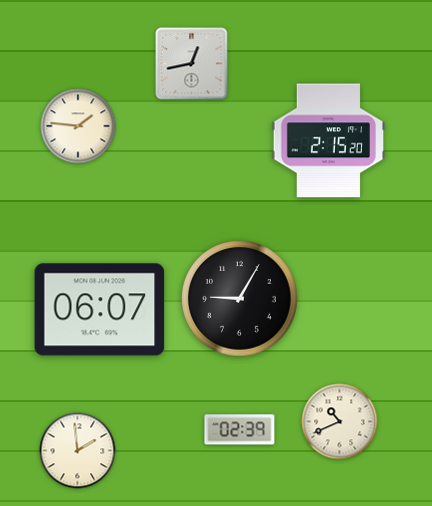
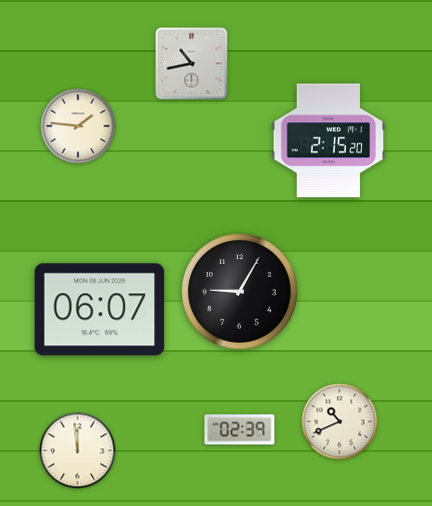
clock at (192, 64): 12:43 -> 10:43
clock at (240, 299) position: (240, 299) -> (240, 292)
clock at (78, 451): 1:59 -> 11:59
